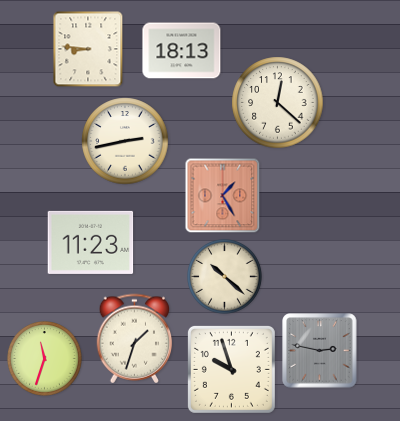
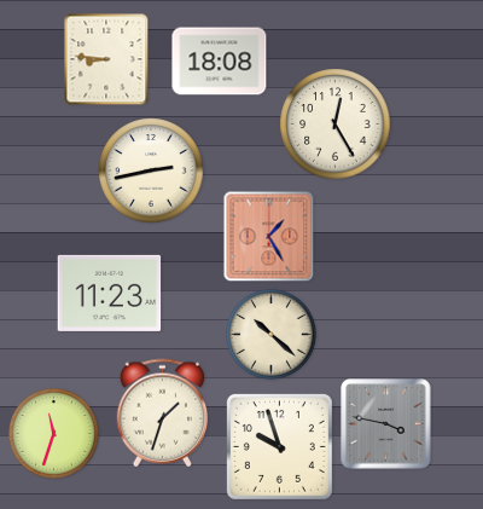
clock at (182, 51): 18:13 -> 18:08
clock at (278, 103): 12:22 -> 12:25
clock at (135, 339) position: (135, 339) -> (163, 413)
clock at (320, 351): 2:47 -> 3:47
